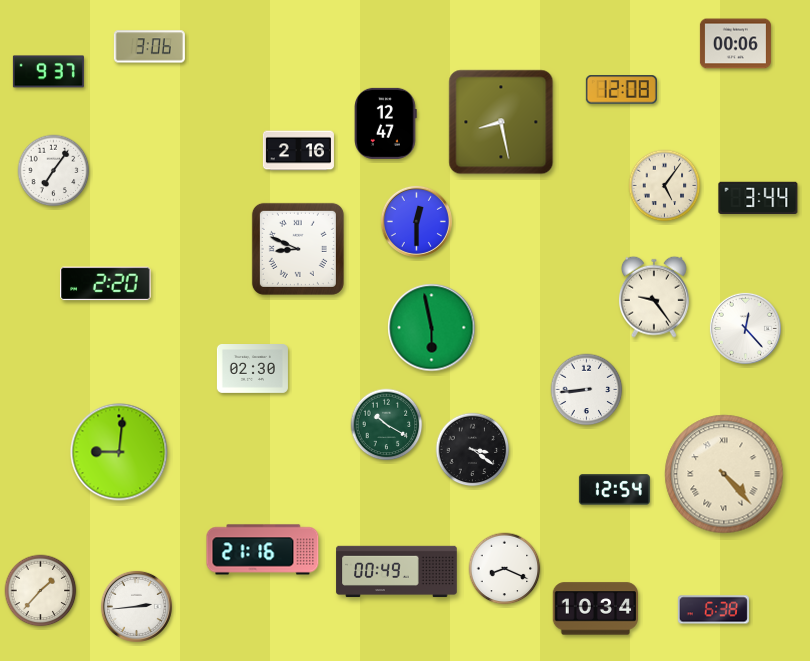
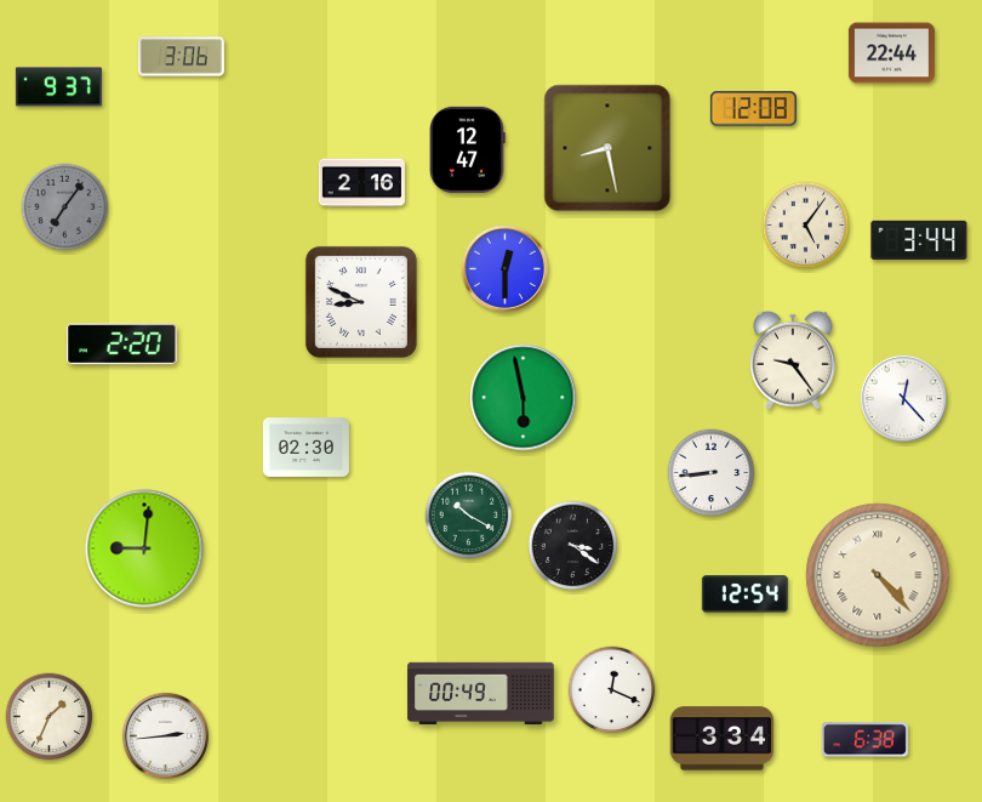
clock at (735, 44): 00:06 -> 22:44
clock at (54, 171) dial: white -> grey
clock at (106, 284) position: (106, 284) -> (122, 345)
clock at (263, 550): 21:16 -> none
clock at (505, 569): 8:19 -> 12:19
clock at (41, 591): 1:37 -> 1:34
clock at (595, 609): 10:34 -> 3:34
